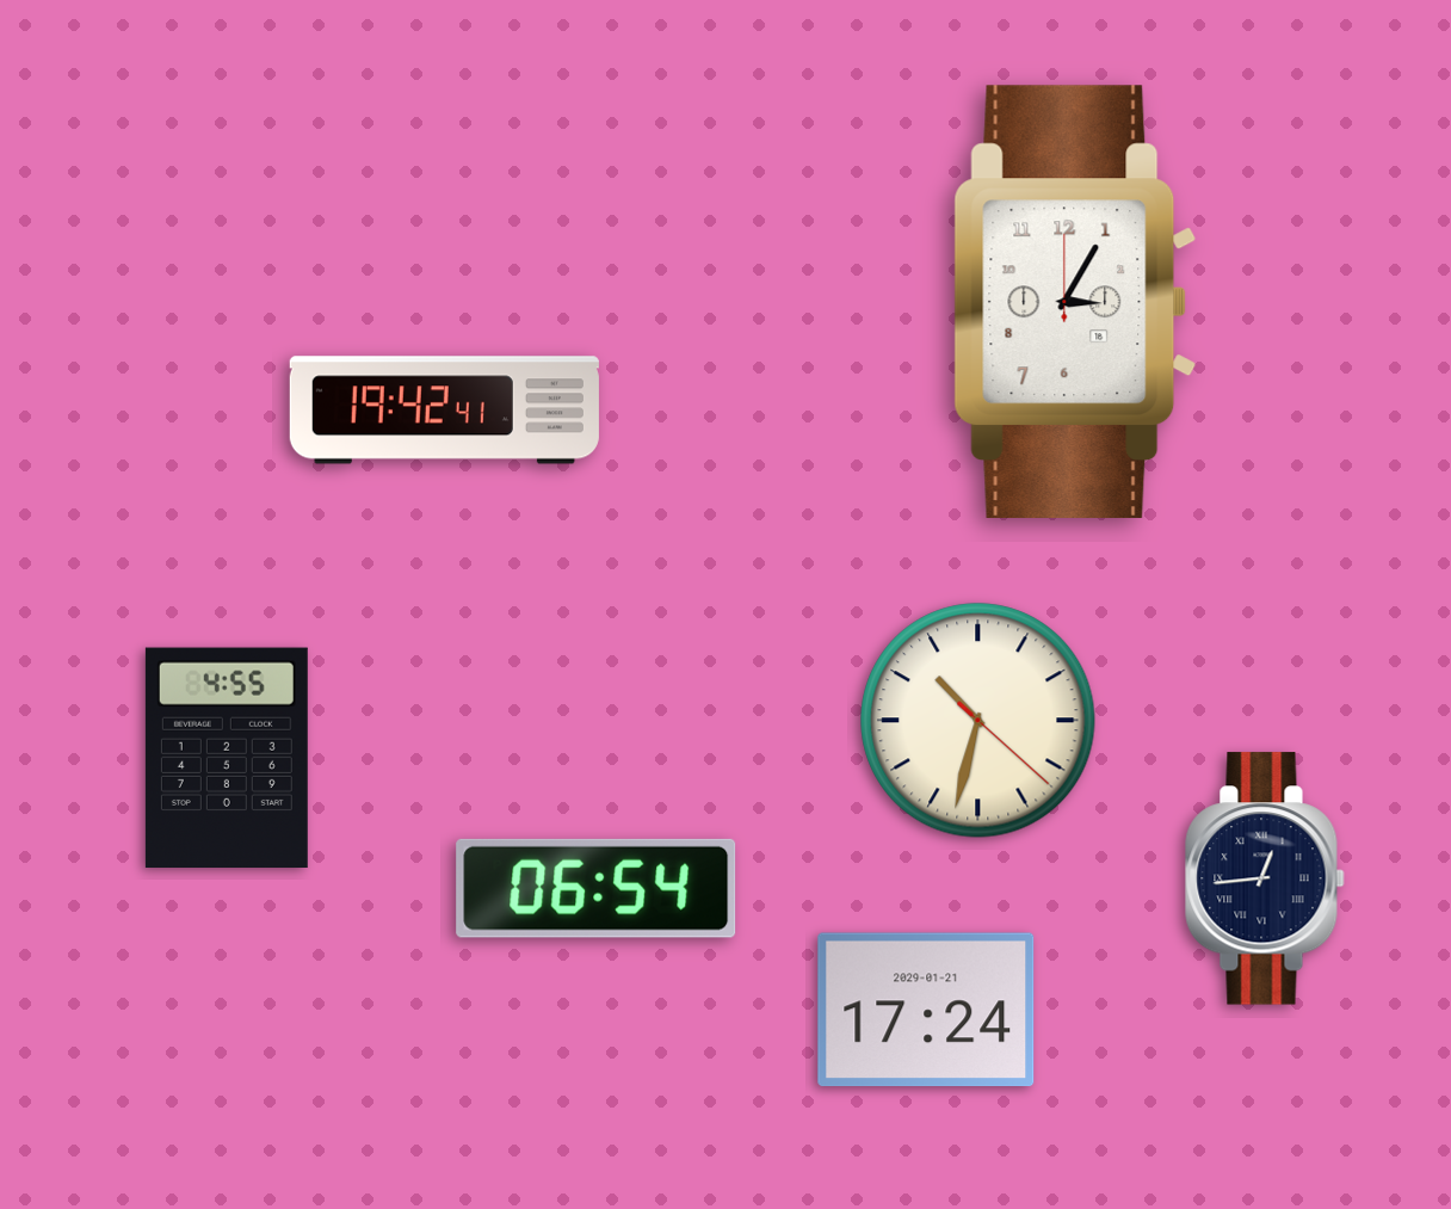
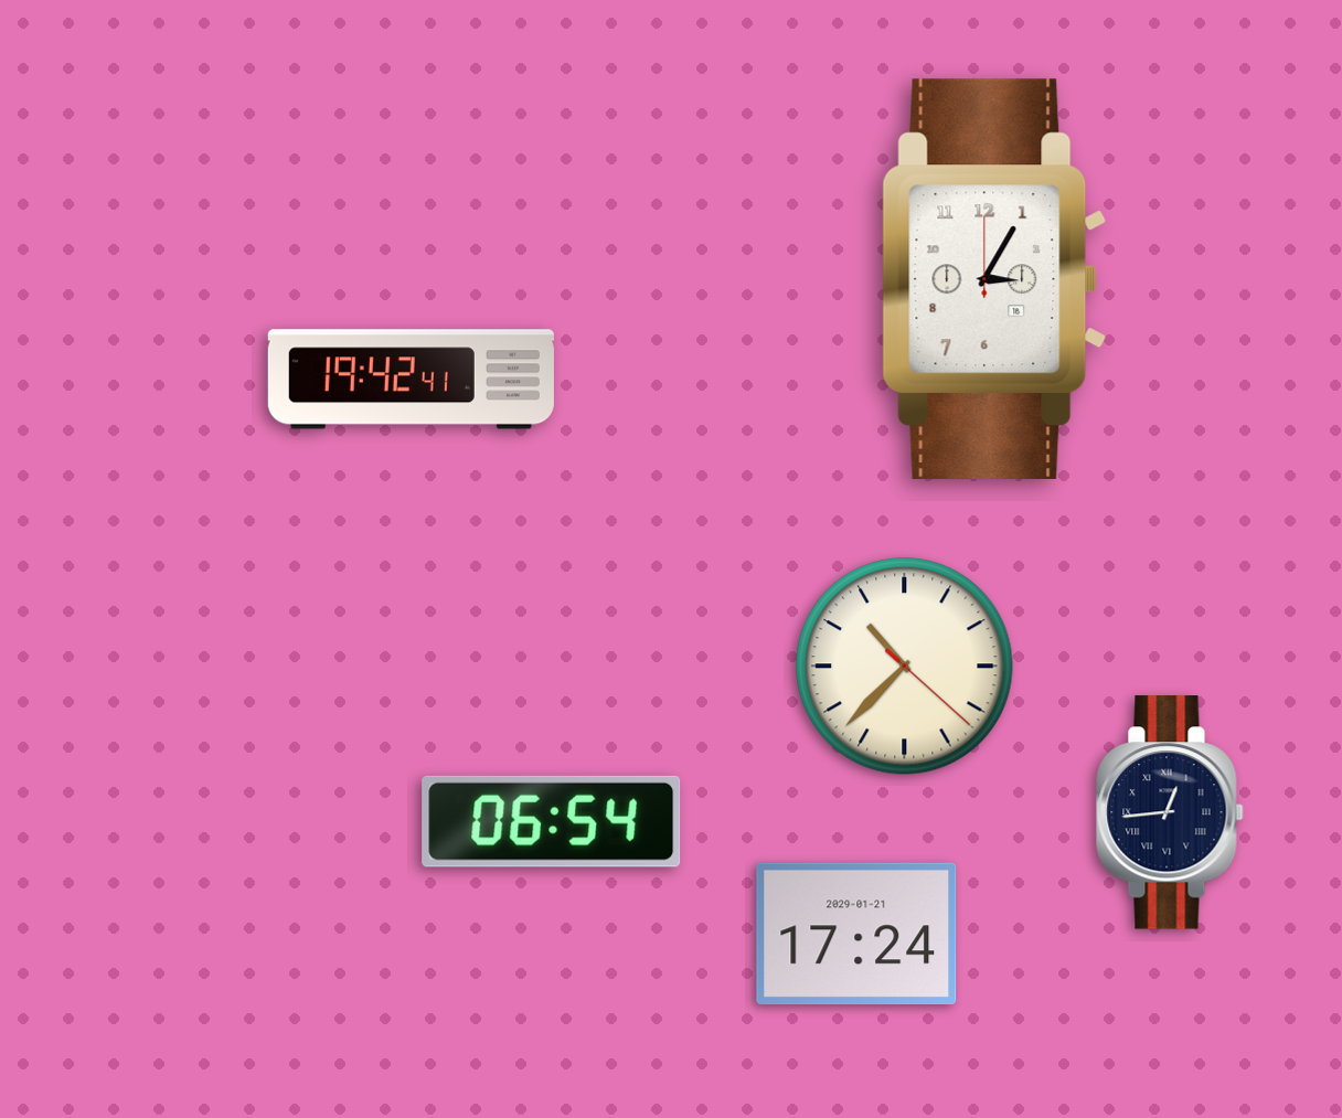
clock at (978, 721): 10:32 -> 10:37
clock at (227, 758): 4:55 -> none
